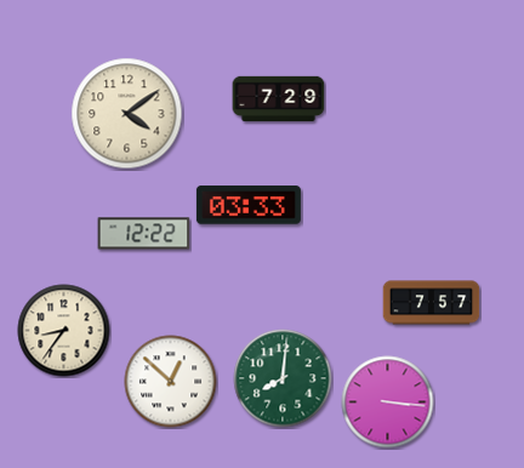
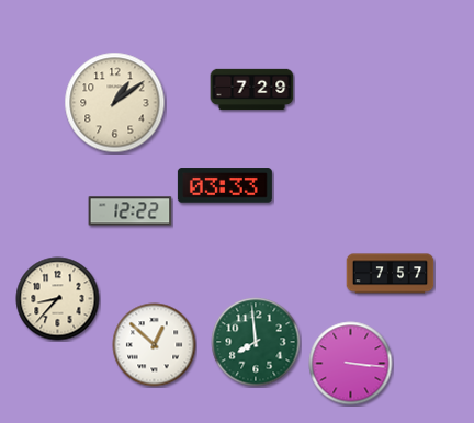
clock at (127, 114): 4:09 -> 1:09
clock at (64, 331): 8:36 -> 8:37
clock at (283, 378): 8:01 -> 7:59
